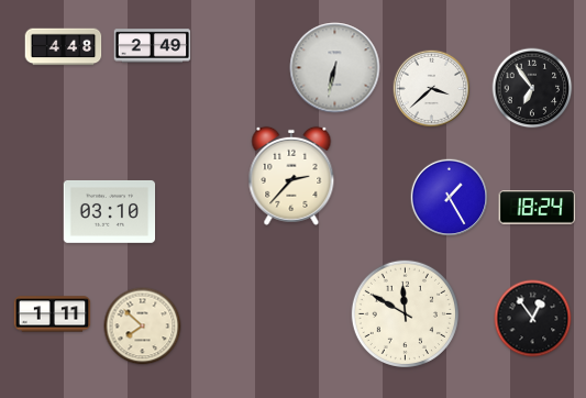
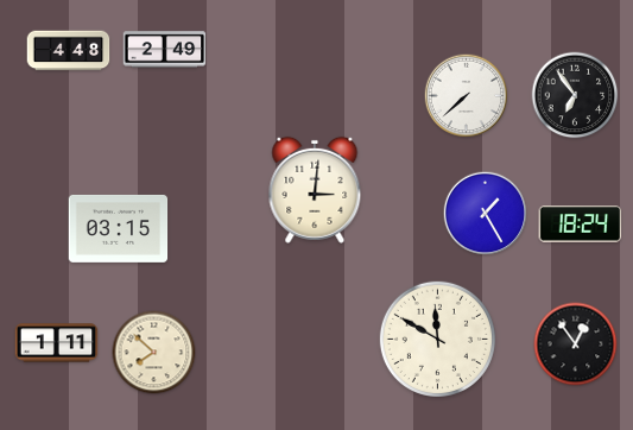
clock at (335, 68): 6:32 -> none
clock at (432, 89): 3:38 -> 7:38
clock at (291, 176): 2:37 -> 3:01
clock at (110, 211): 03:10 -> 03:15
clock at (53, 314) position: (53, 314) -> (57, 343)
